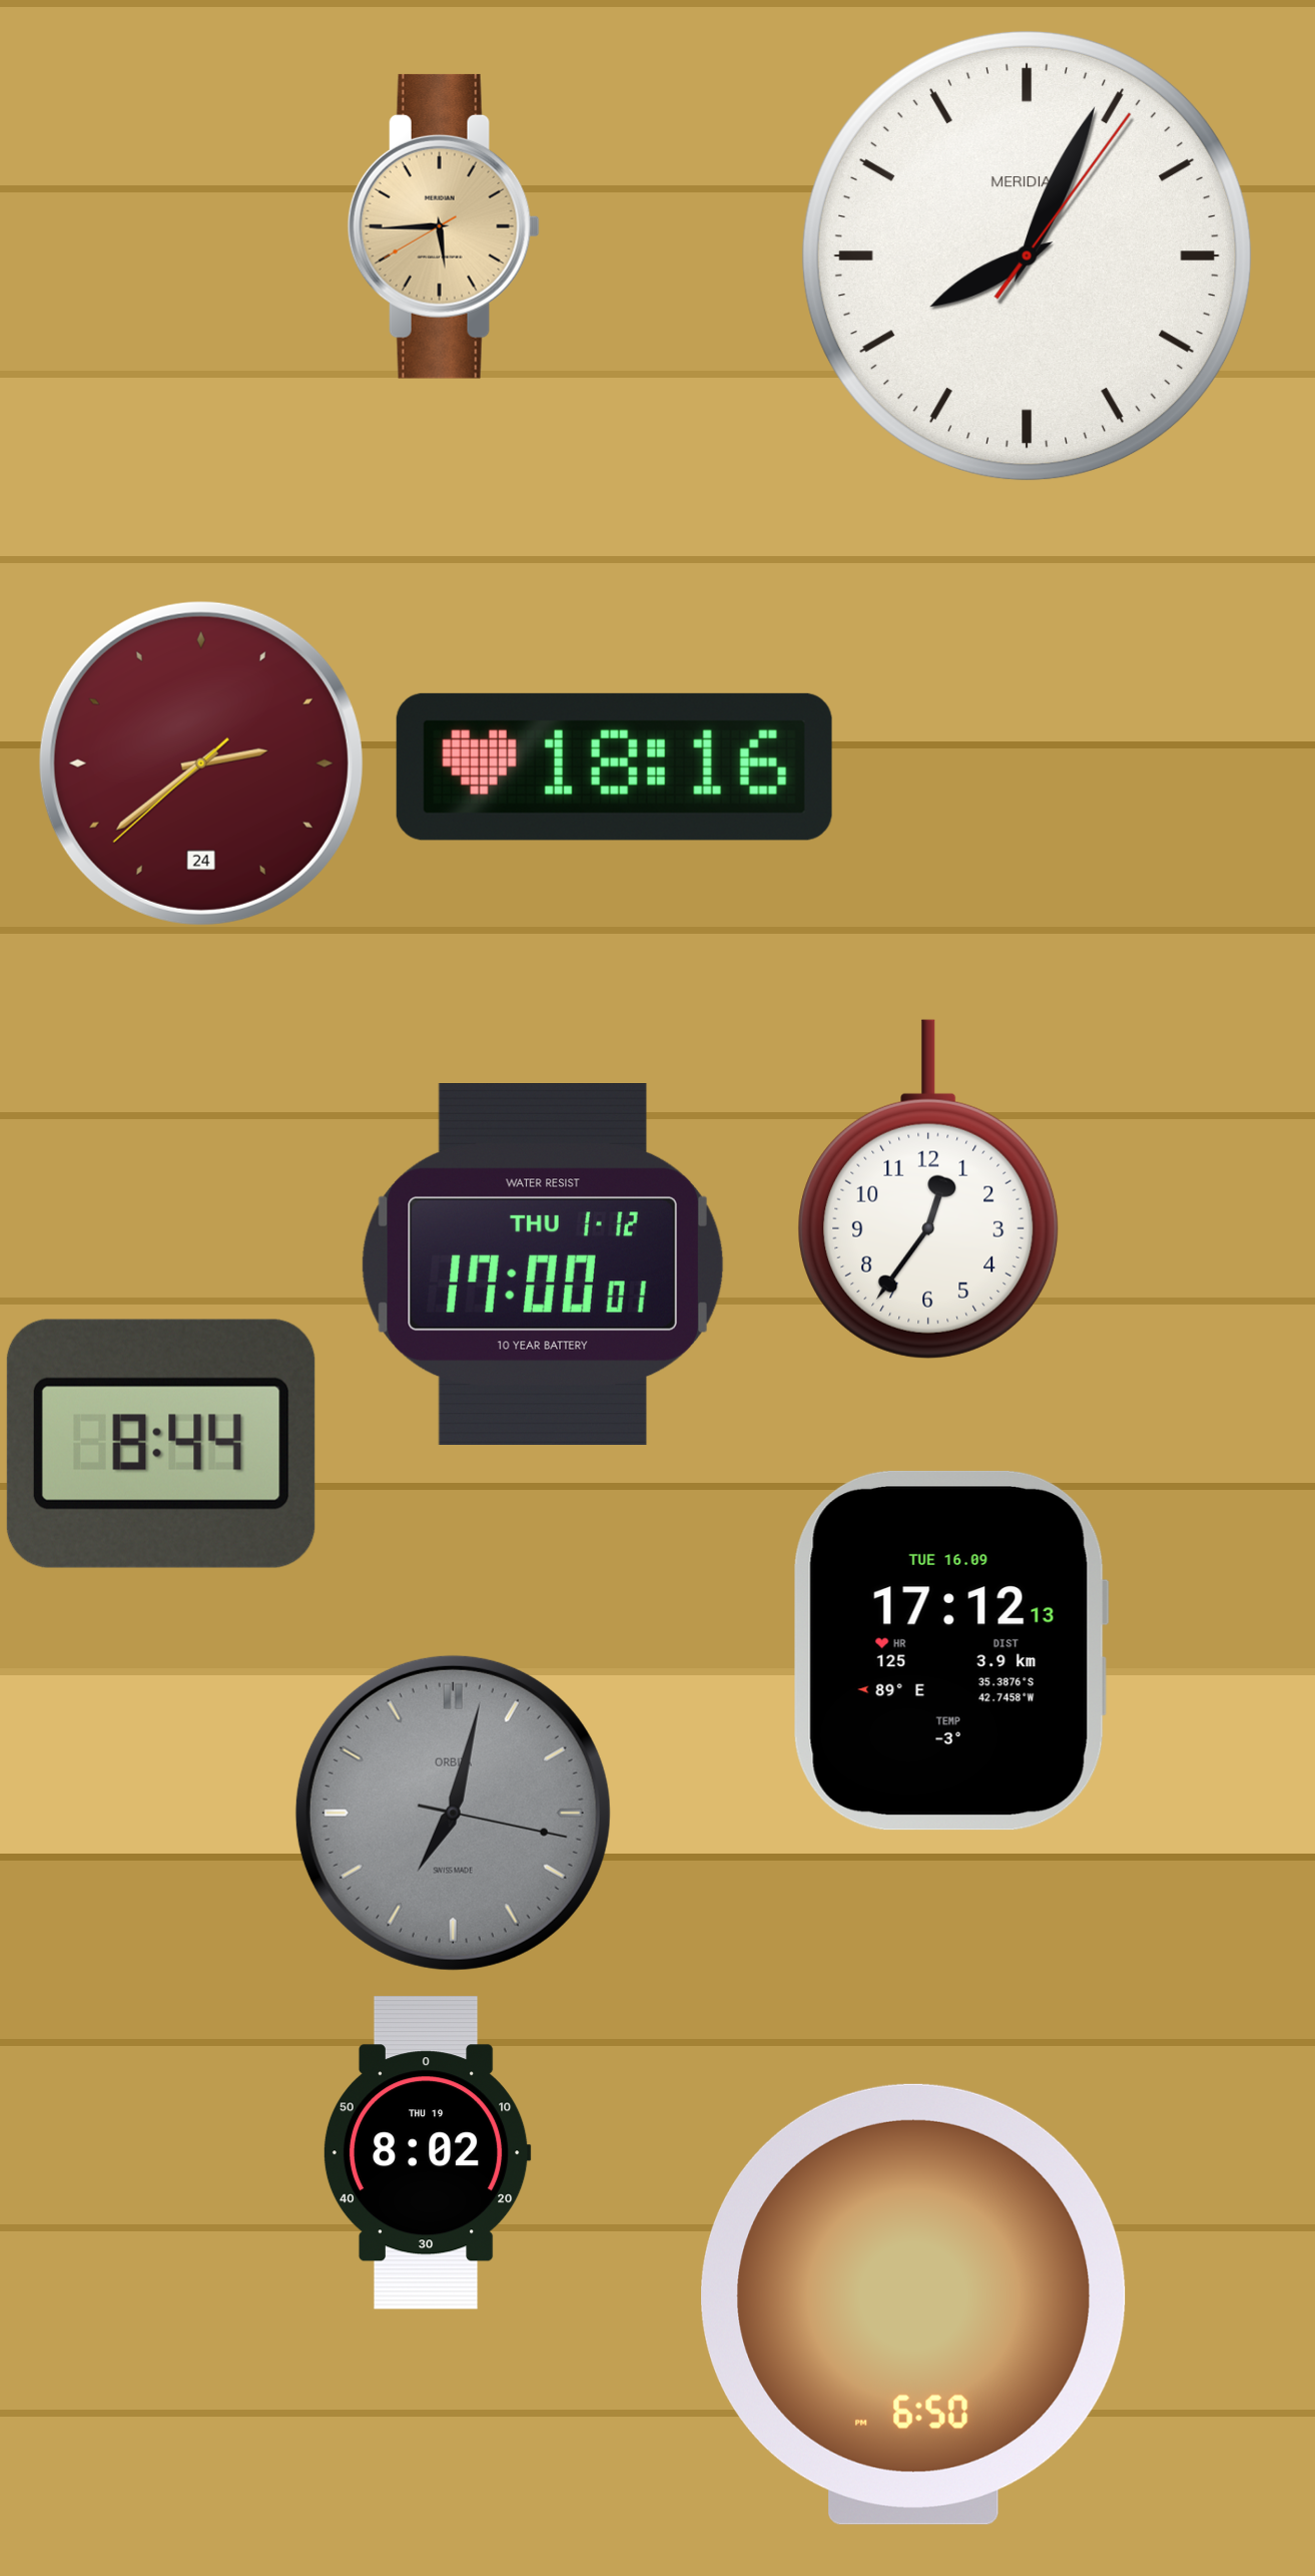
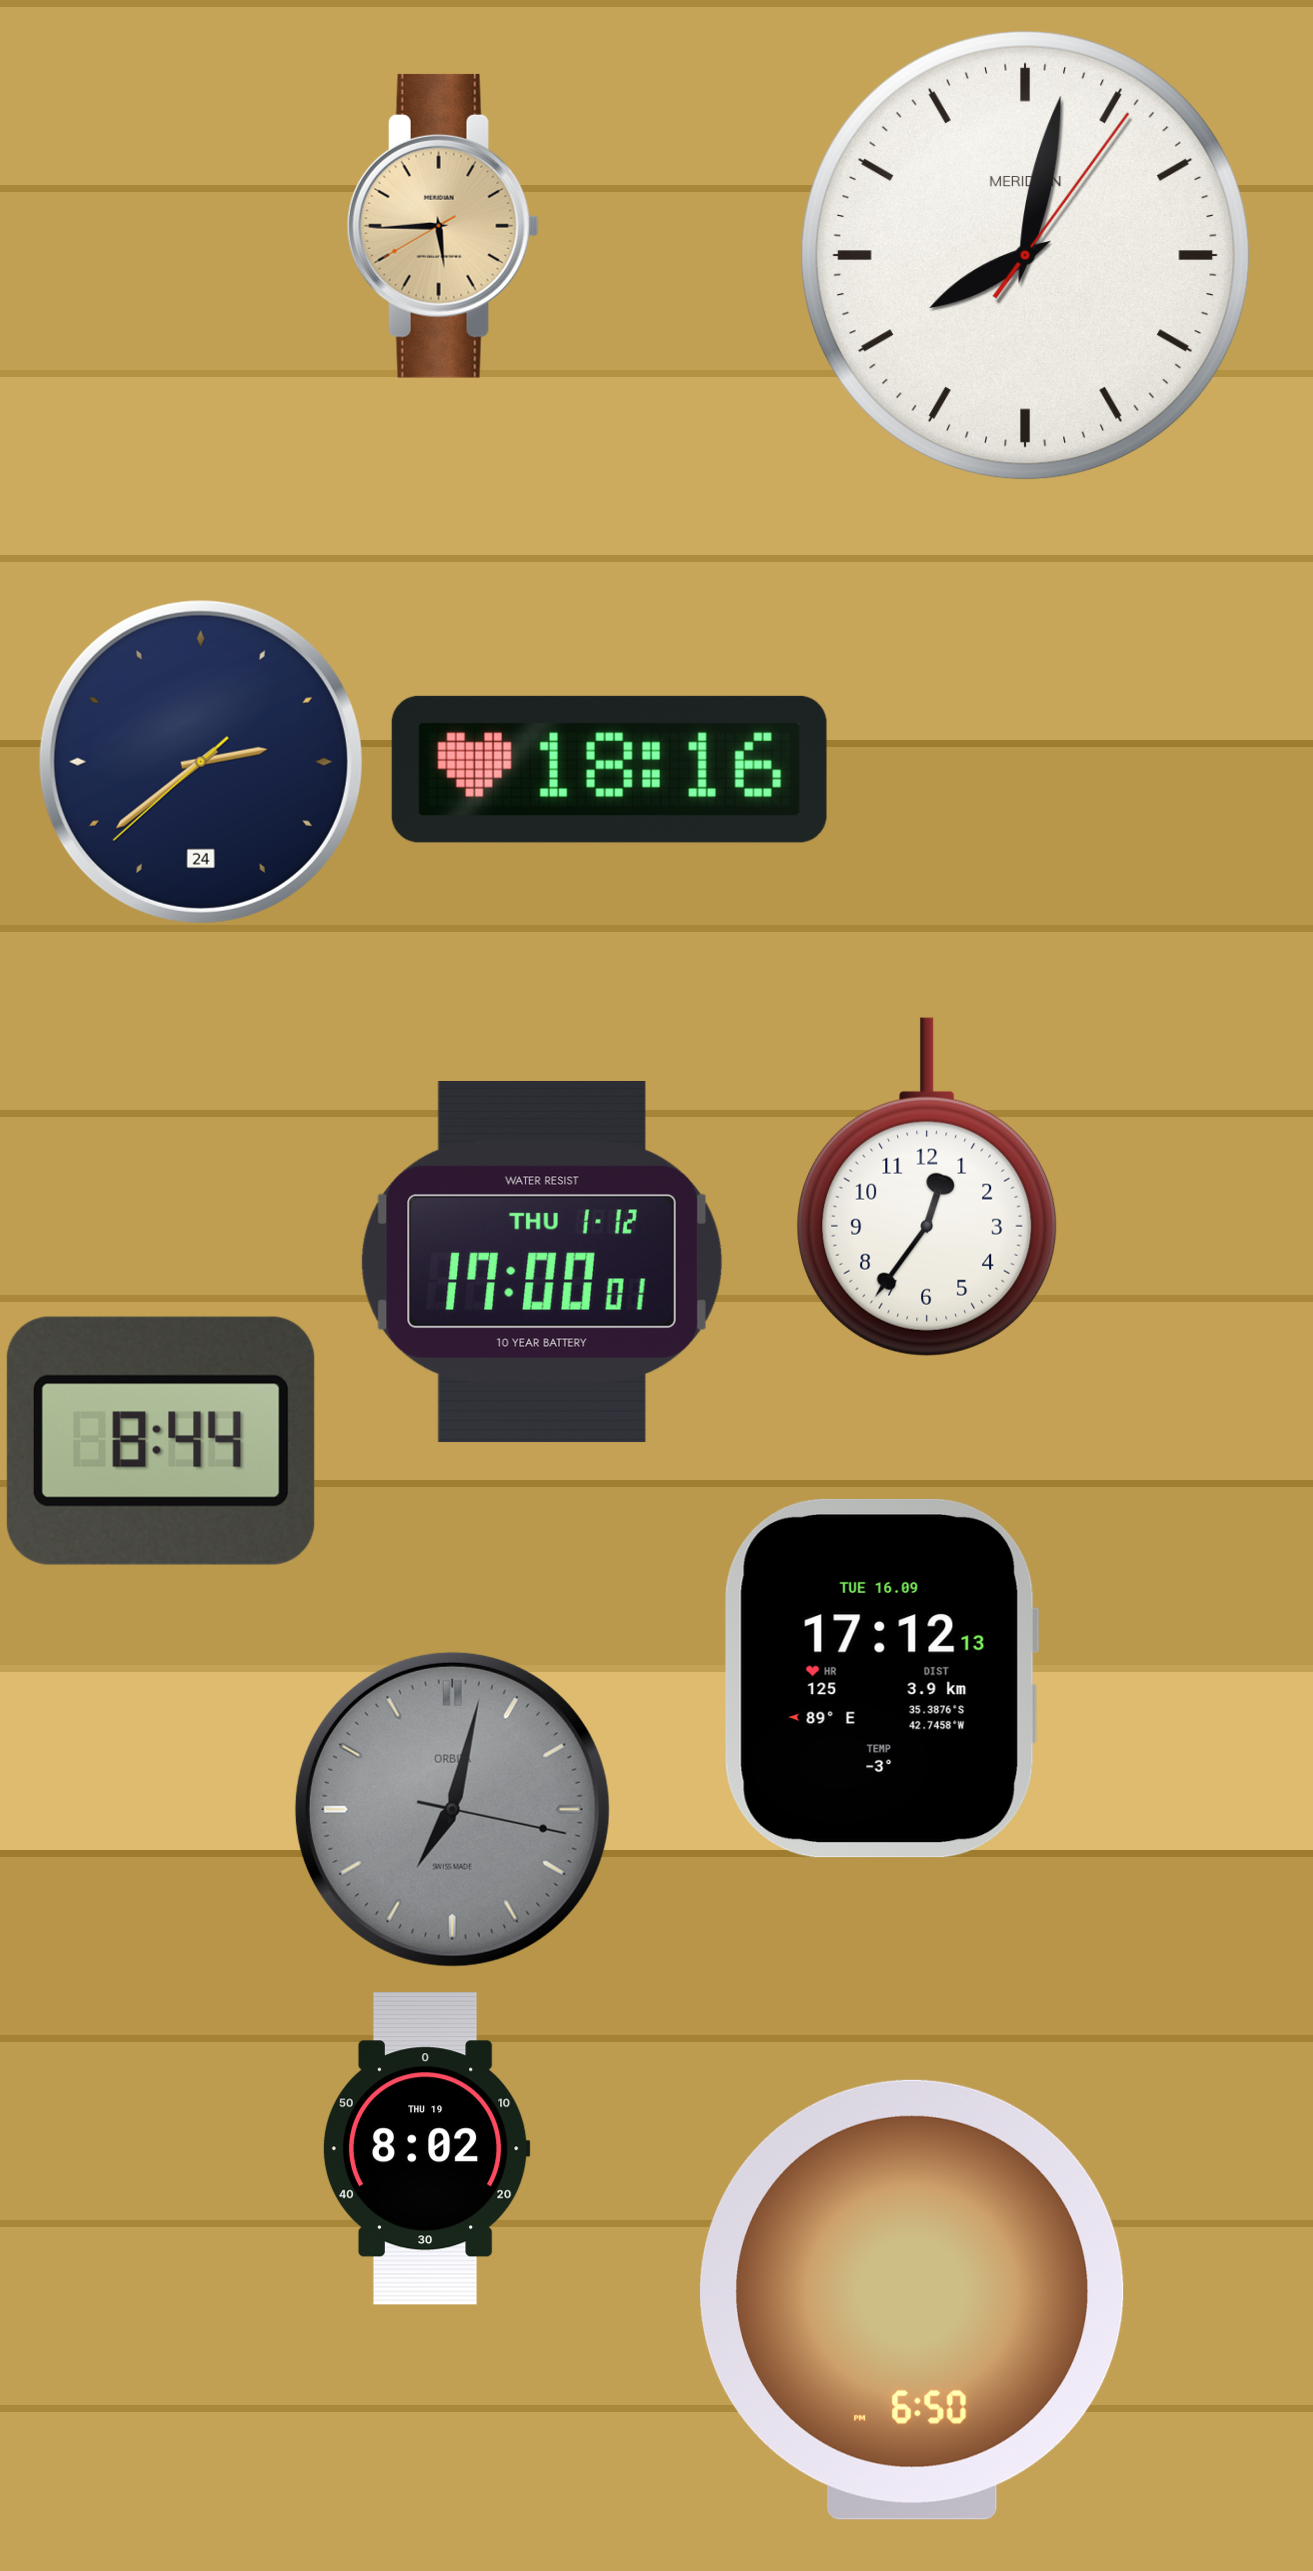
clock at (1027, 255): 8:04 -> 8:02
clock at (201, 763) dial: burgundy -> navy
clock at (614, 766) position: (614, 766) -> (609, 769)
clock at (950, 1650) position: (950, 1650) -> (881, 1678)
